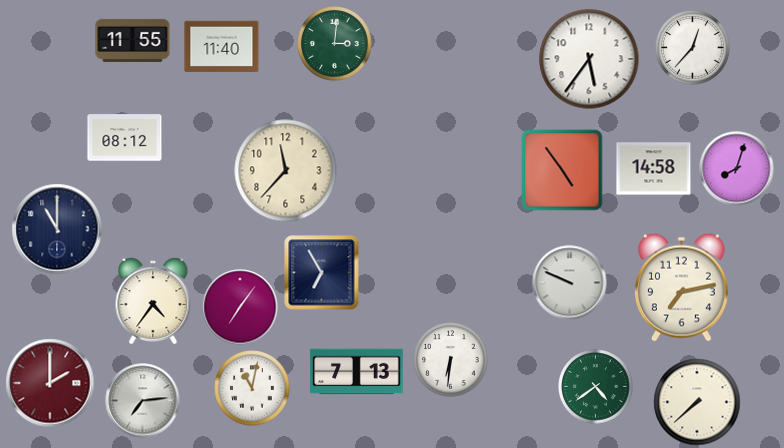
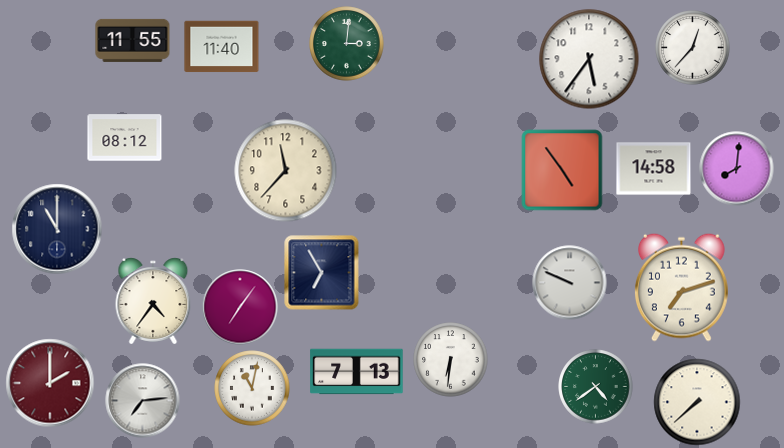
clock at (335, 44) position: (335, 44) -> (347, 44)
clock at (737, 169): 8:03 -> 8:01
clock at (681, 287): 7:13 -> 7:12
